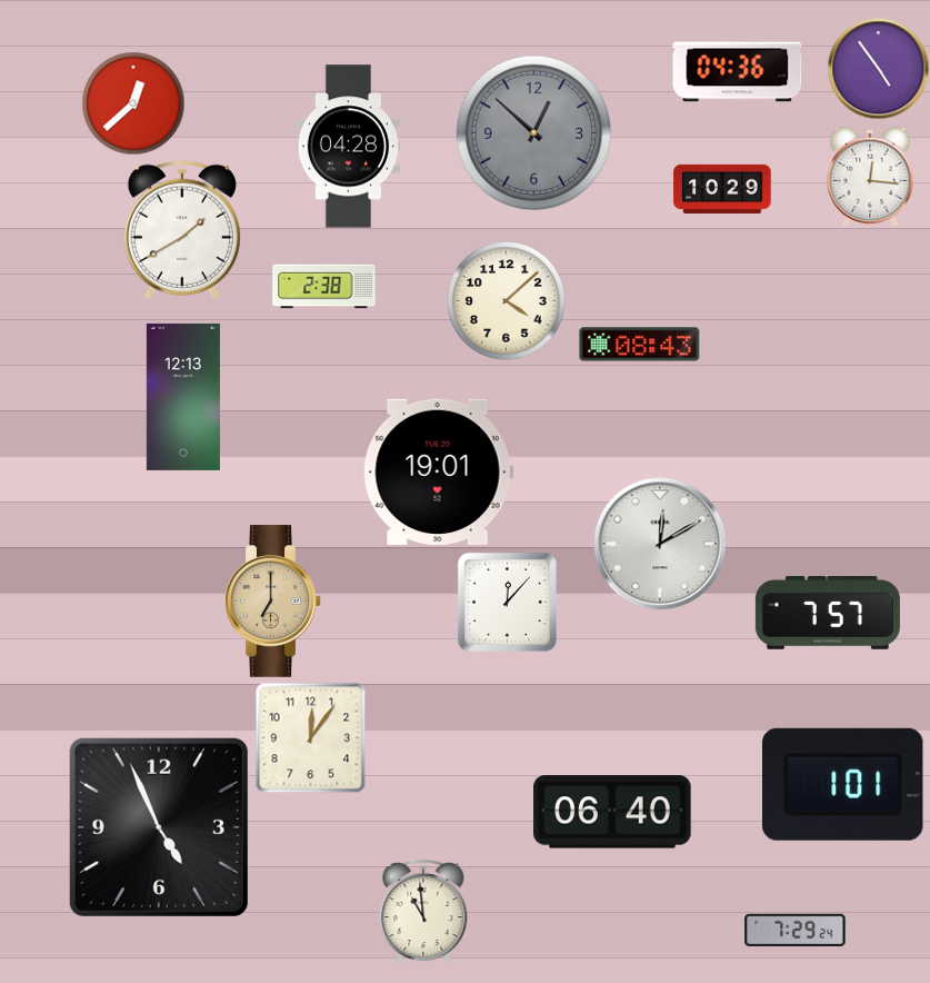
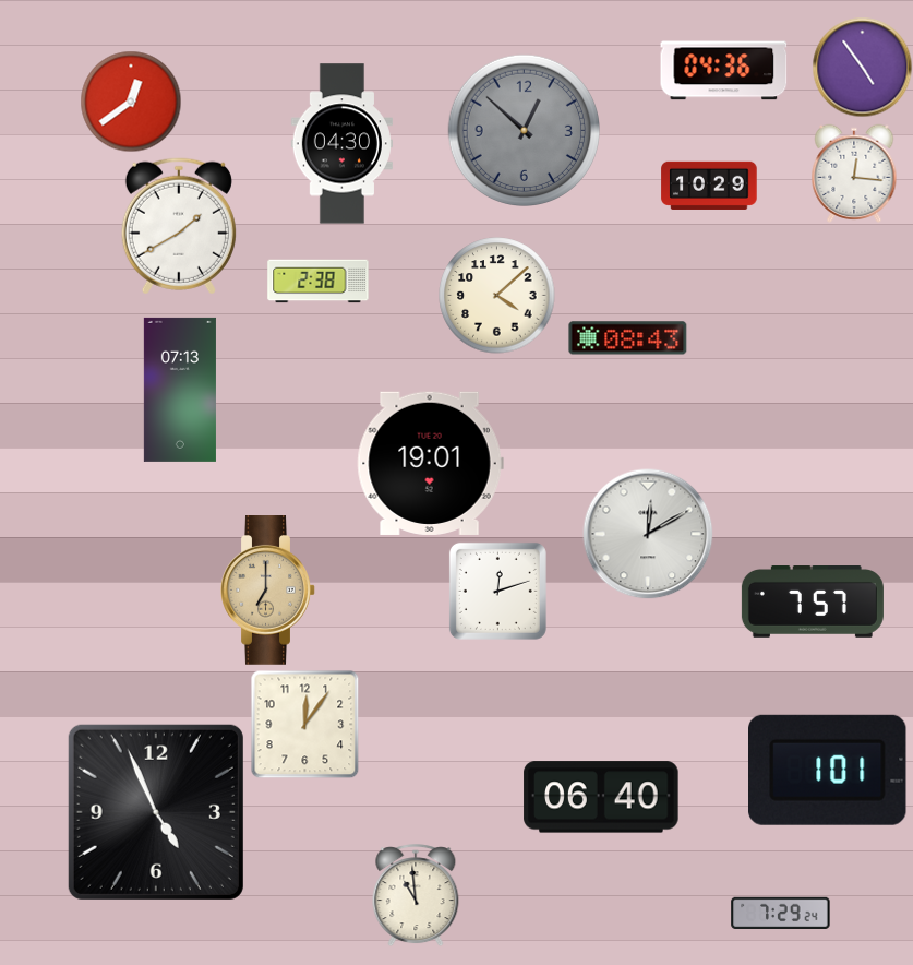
clock at (133, 103): 12:38 -> 12:39
clock at (348, 147): 04:28 -> 04:30
clock at (183, 397): 12:13 -> 07:13
clock at (507, 602): 12:07 -> 12:12
